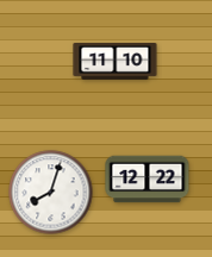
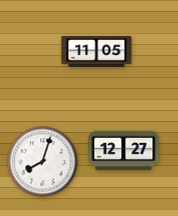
clock at (116, 61): 11:10 -> 11:05
clock at (148, 180): 12:22 -> 12:27
